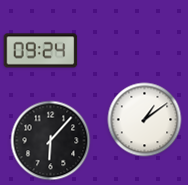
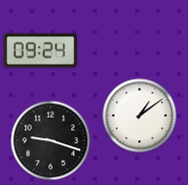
clock at (145, 120) position: (145, 120) -> (140, 116)
clock at (51, 141): 6:07 -> 9:18
